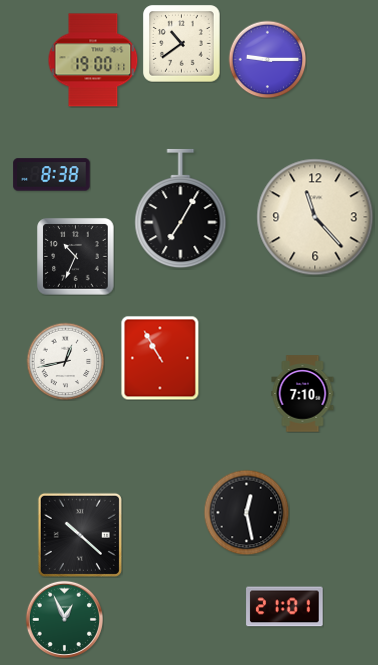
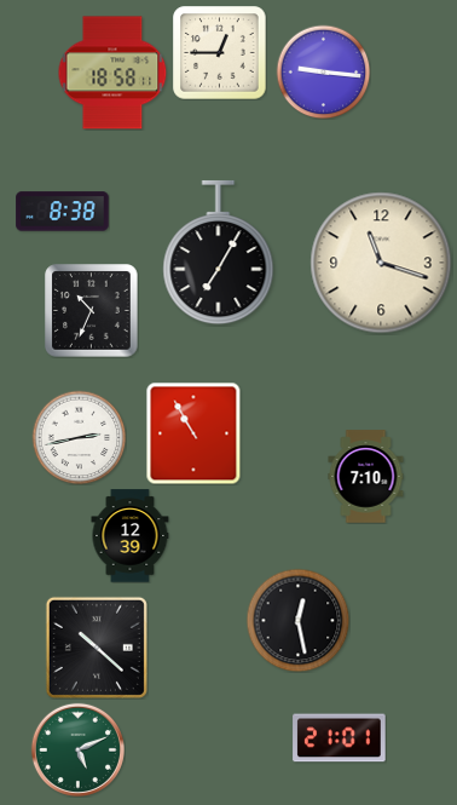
clock at (182, 44): 10:39 -> 12:45
clock at (267, 59): 9:15 -> 9:16
clock at (93, 60): 19:00 -> 18:58
clock at (315, 217): 11:23 -> 11:18
clock at (65, 361): 12:43 -> 2:43
clock at (131, 536): none -> 12:39
clock at (285, 607) position: (285, 607) -> (340, 738)
clock at (64, 619): 12:56 -> 5:11
